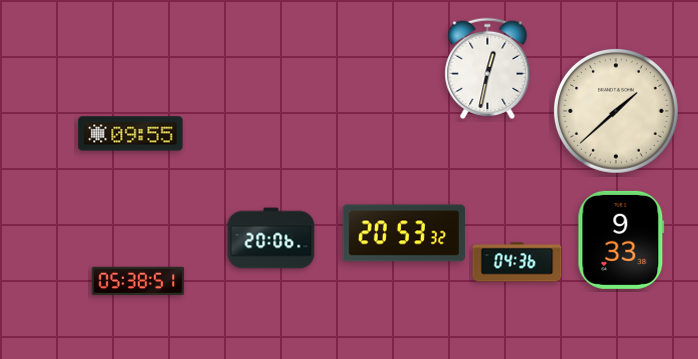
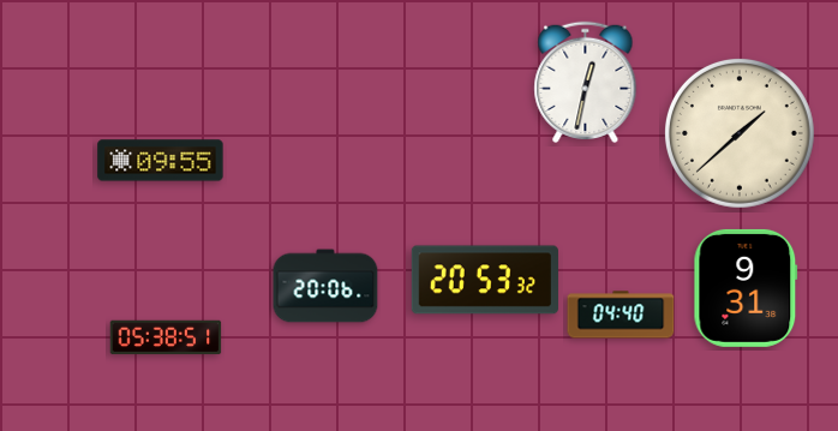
clock at (131, 134) position: (131, 134) -> (161, 161)
clock at (621, 240): 9:33 -> 9:31
clock at (517, 262): 04:36 -> 04:40
